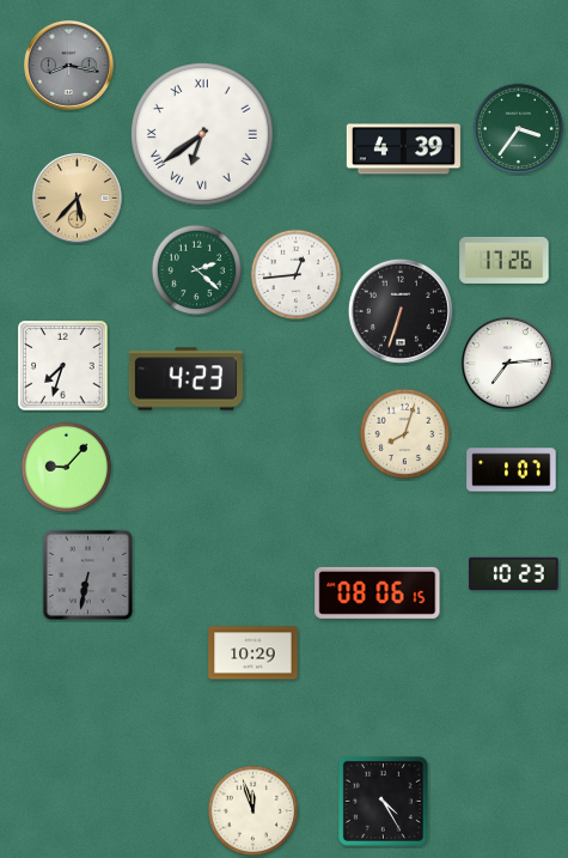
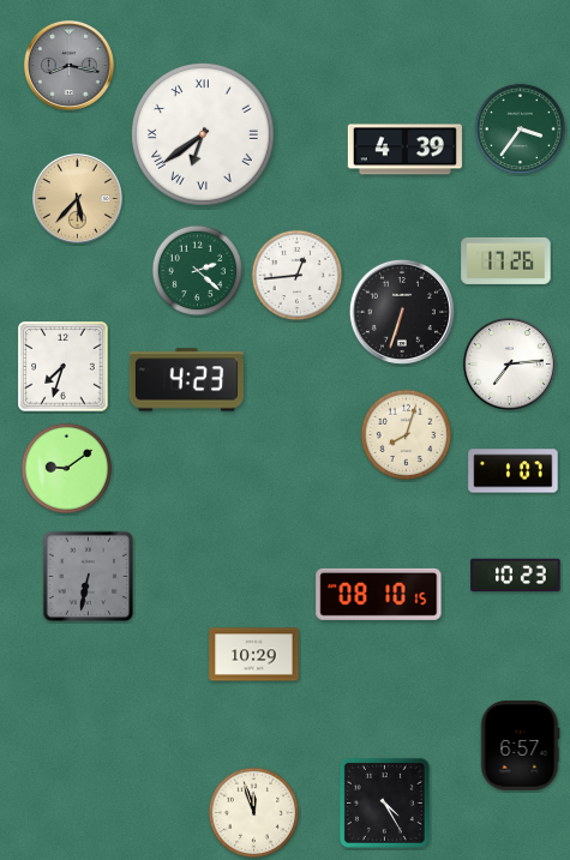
clock at (67, 468): 9:07 -> 9:09
clock at (378, 592): 08:06 -> 08:10
clock at (520, 746): none -> 6:57
